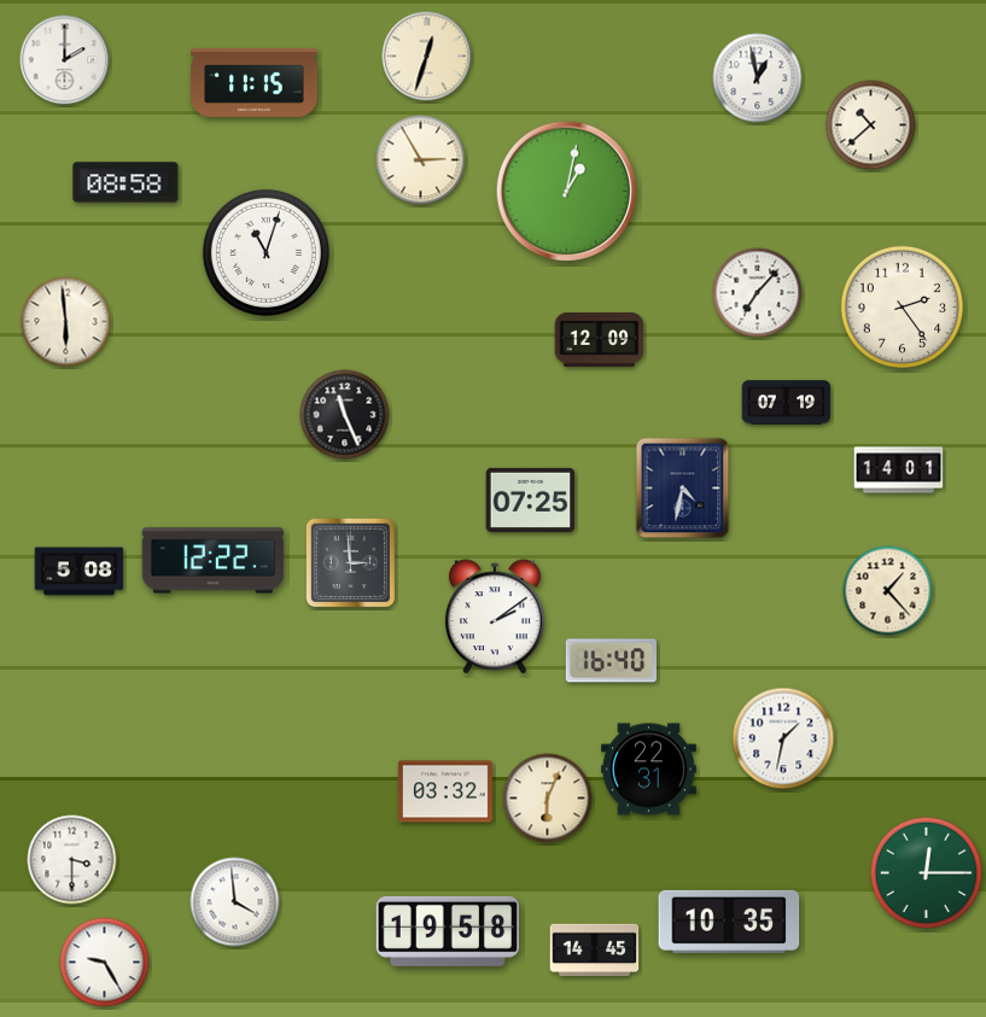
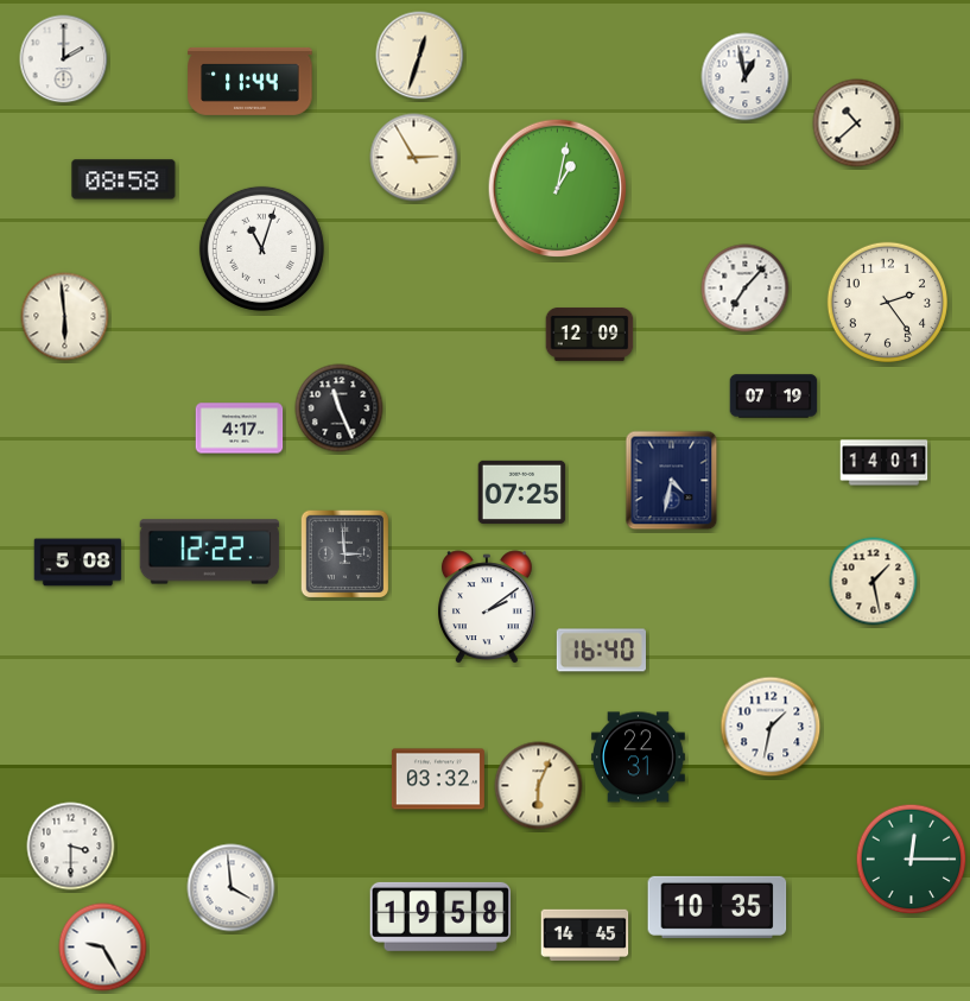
clock at (255, 82): 11:15 -> 11:44
clock at (240, 429): none -> 4:17
clock at (888, 591): 1:23 -> 1:28
